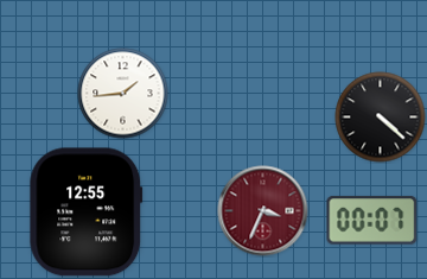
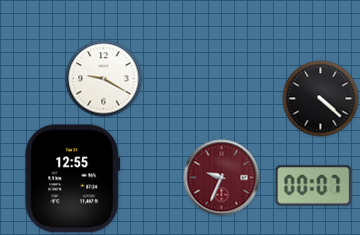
clock at (123, 94): 1:44 -> 9:20
clock at (263, 211): 3:34 -> 9:34
